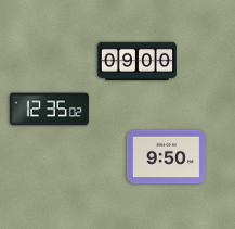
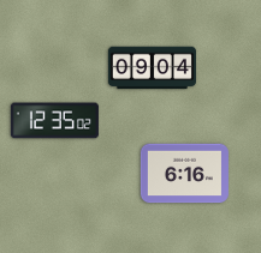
clock at (136, 62): 09:00 -> 09:04
clock at (166, 157): 9:50 -> 6:16
